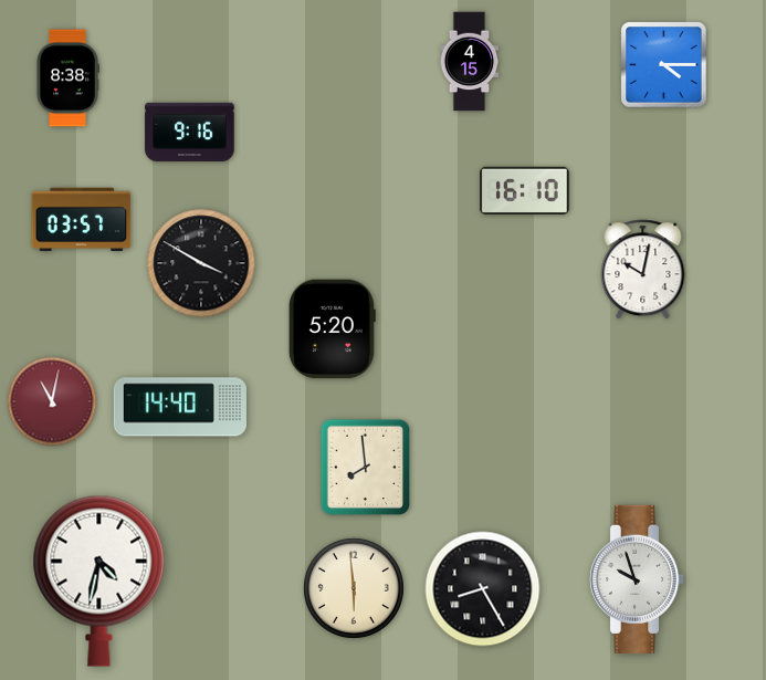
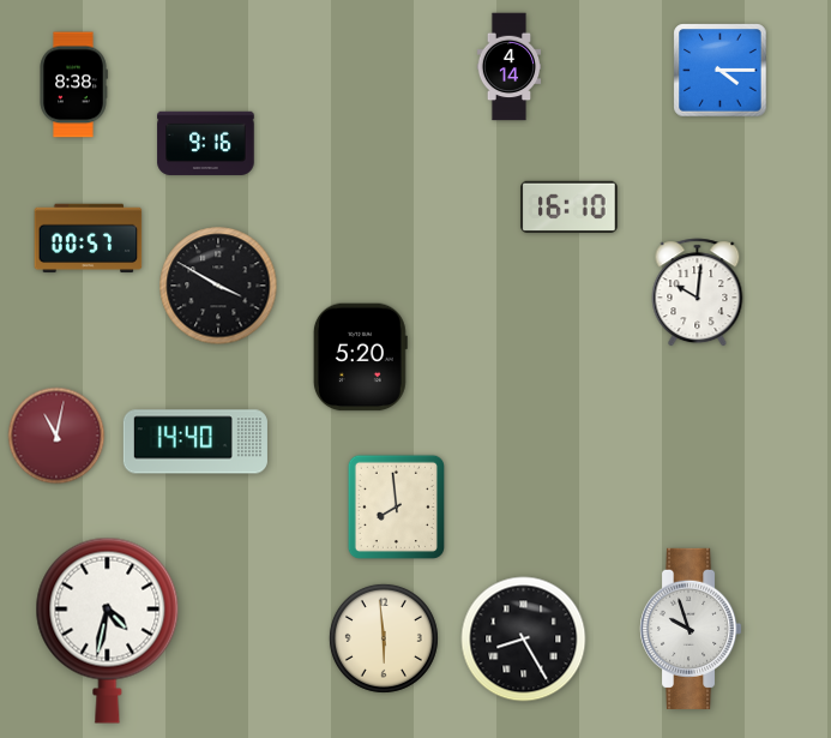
clock at (470, 62): 4:15 -> 4:14
clock at (82, 220): 03:57 -> 00:57
clock at (643, 270): 10:02 -> 10:01
